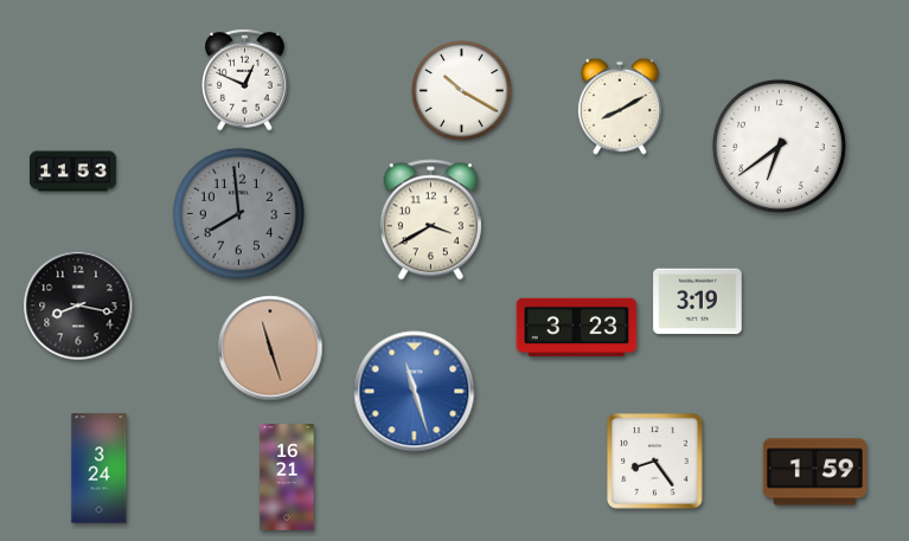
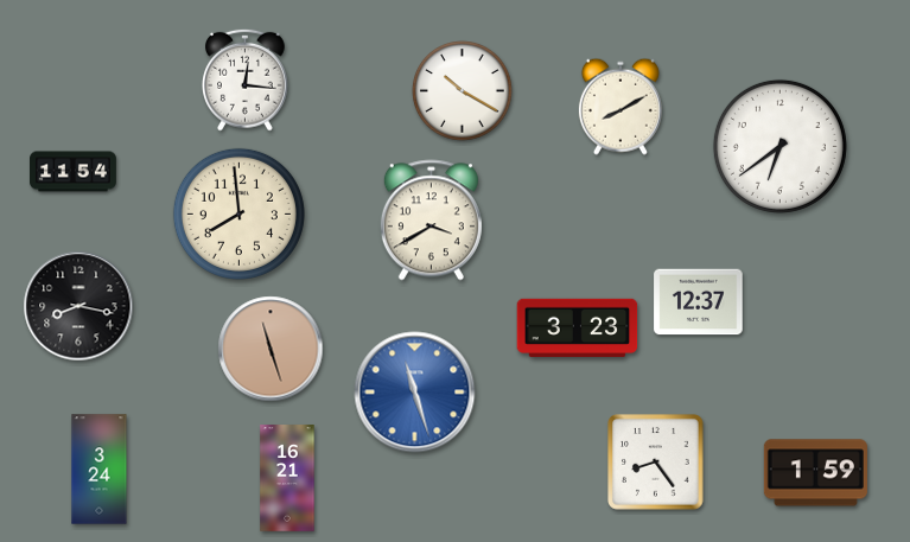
clock at (245, 79): 12:49 -> 12:16
clock at (73, 172): 11:53 -> 11:54
clock at (238, 213) dial: grey -> cream
clock at (698, 302): 3:19 -> 12:37
